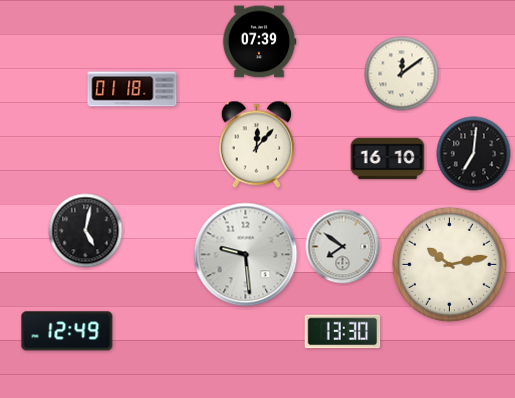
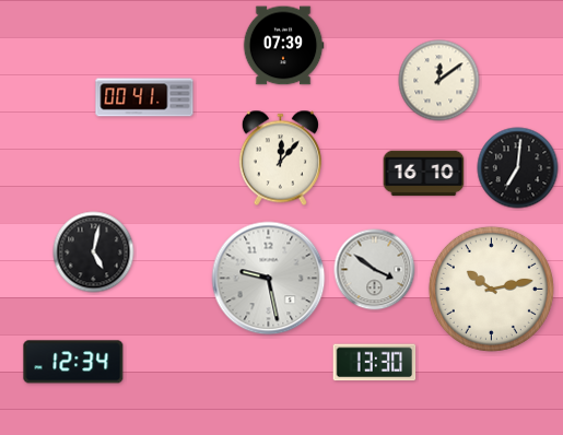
clock at (132, 89): 01:18 -> 00:41
clock at (343, 247): 7:51 -> 3:51
clock at (246, 255): 9:29 -> 9:28
clock at (67, 331): 12:49 -> 12:34
